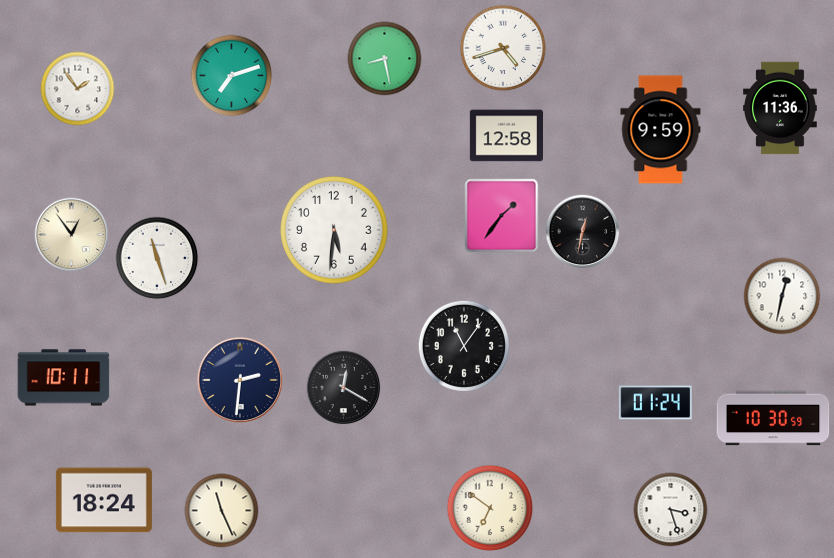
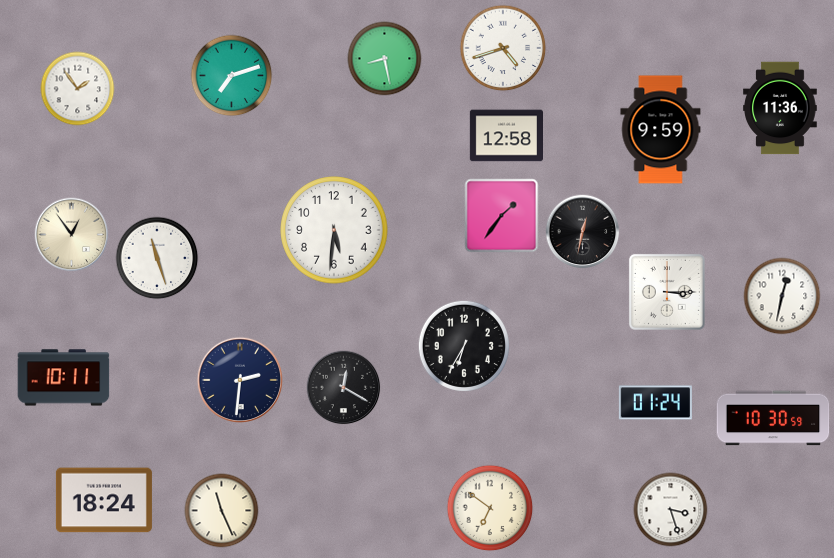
clock at (667, 292): none -> 3:15
clock at (464, 346): 11:06 -> 6:35
